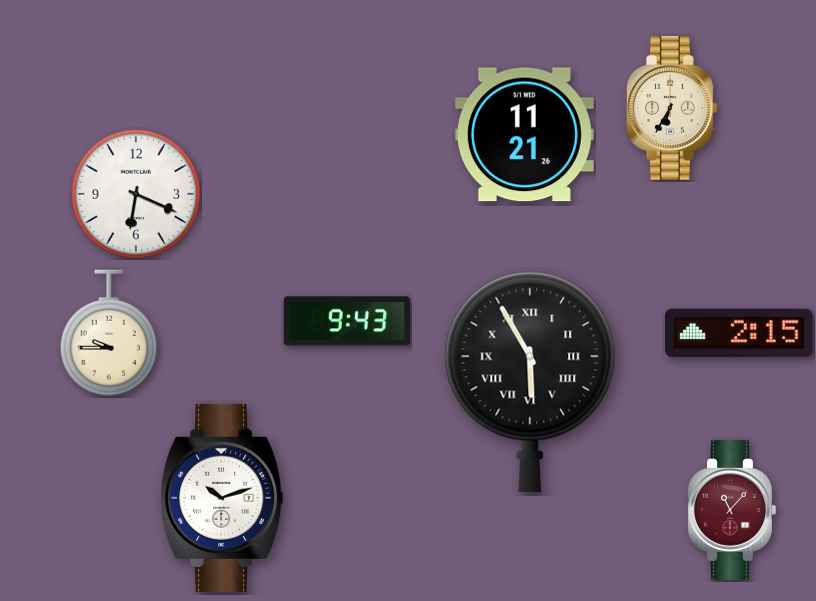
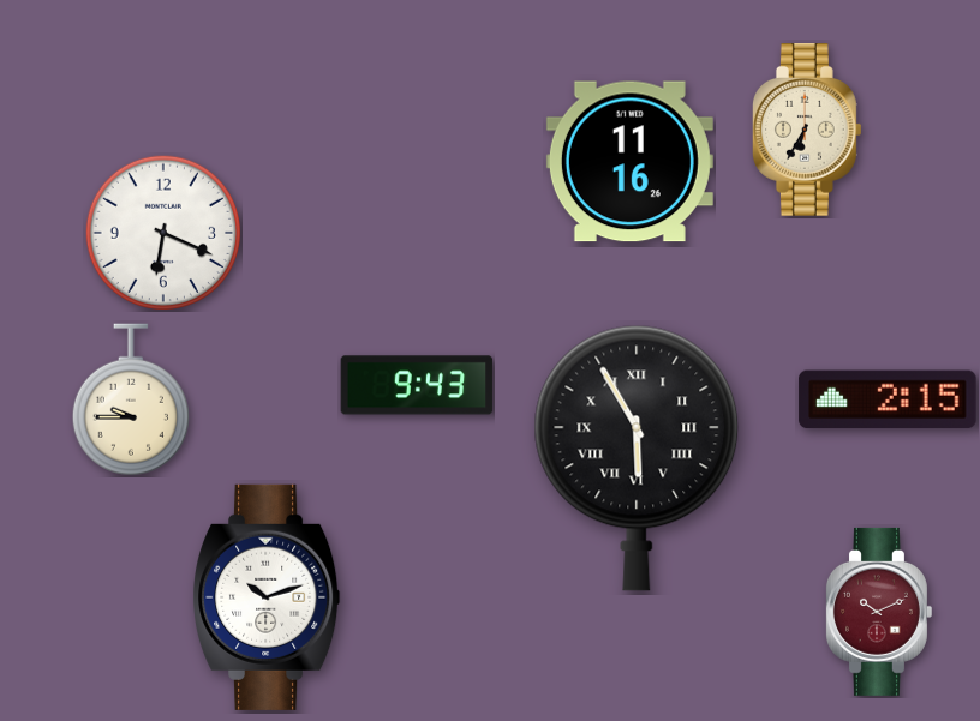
clock at (524, 135): 11:21 -> 11:16
clock at (732, 510): 11:07 -> 10:11
